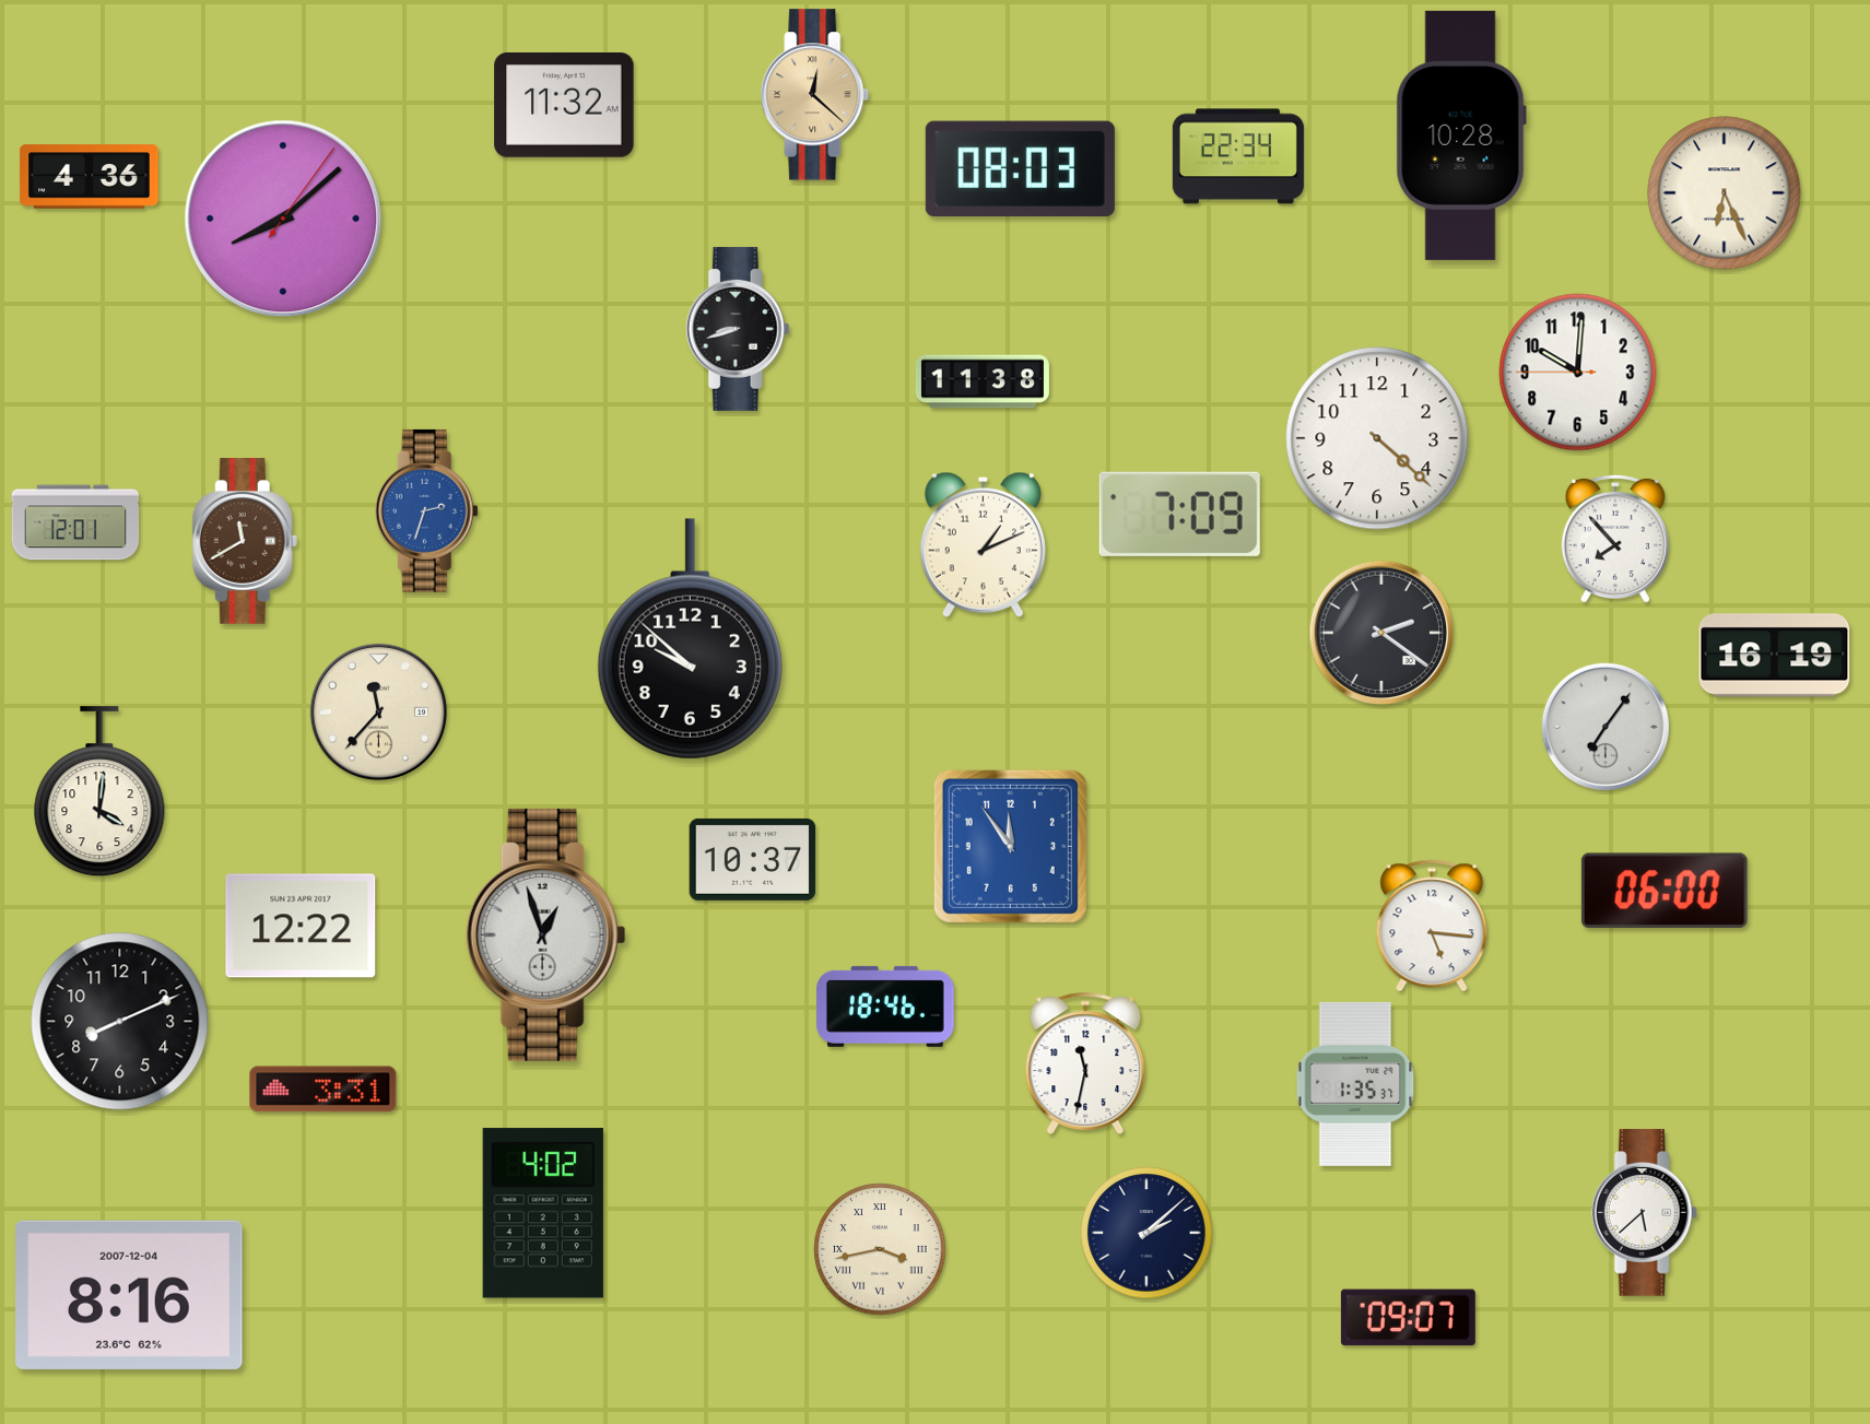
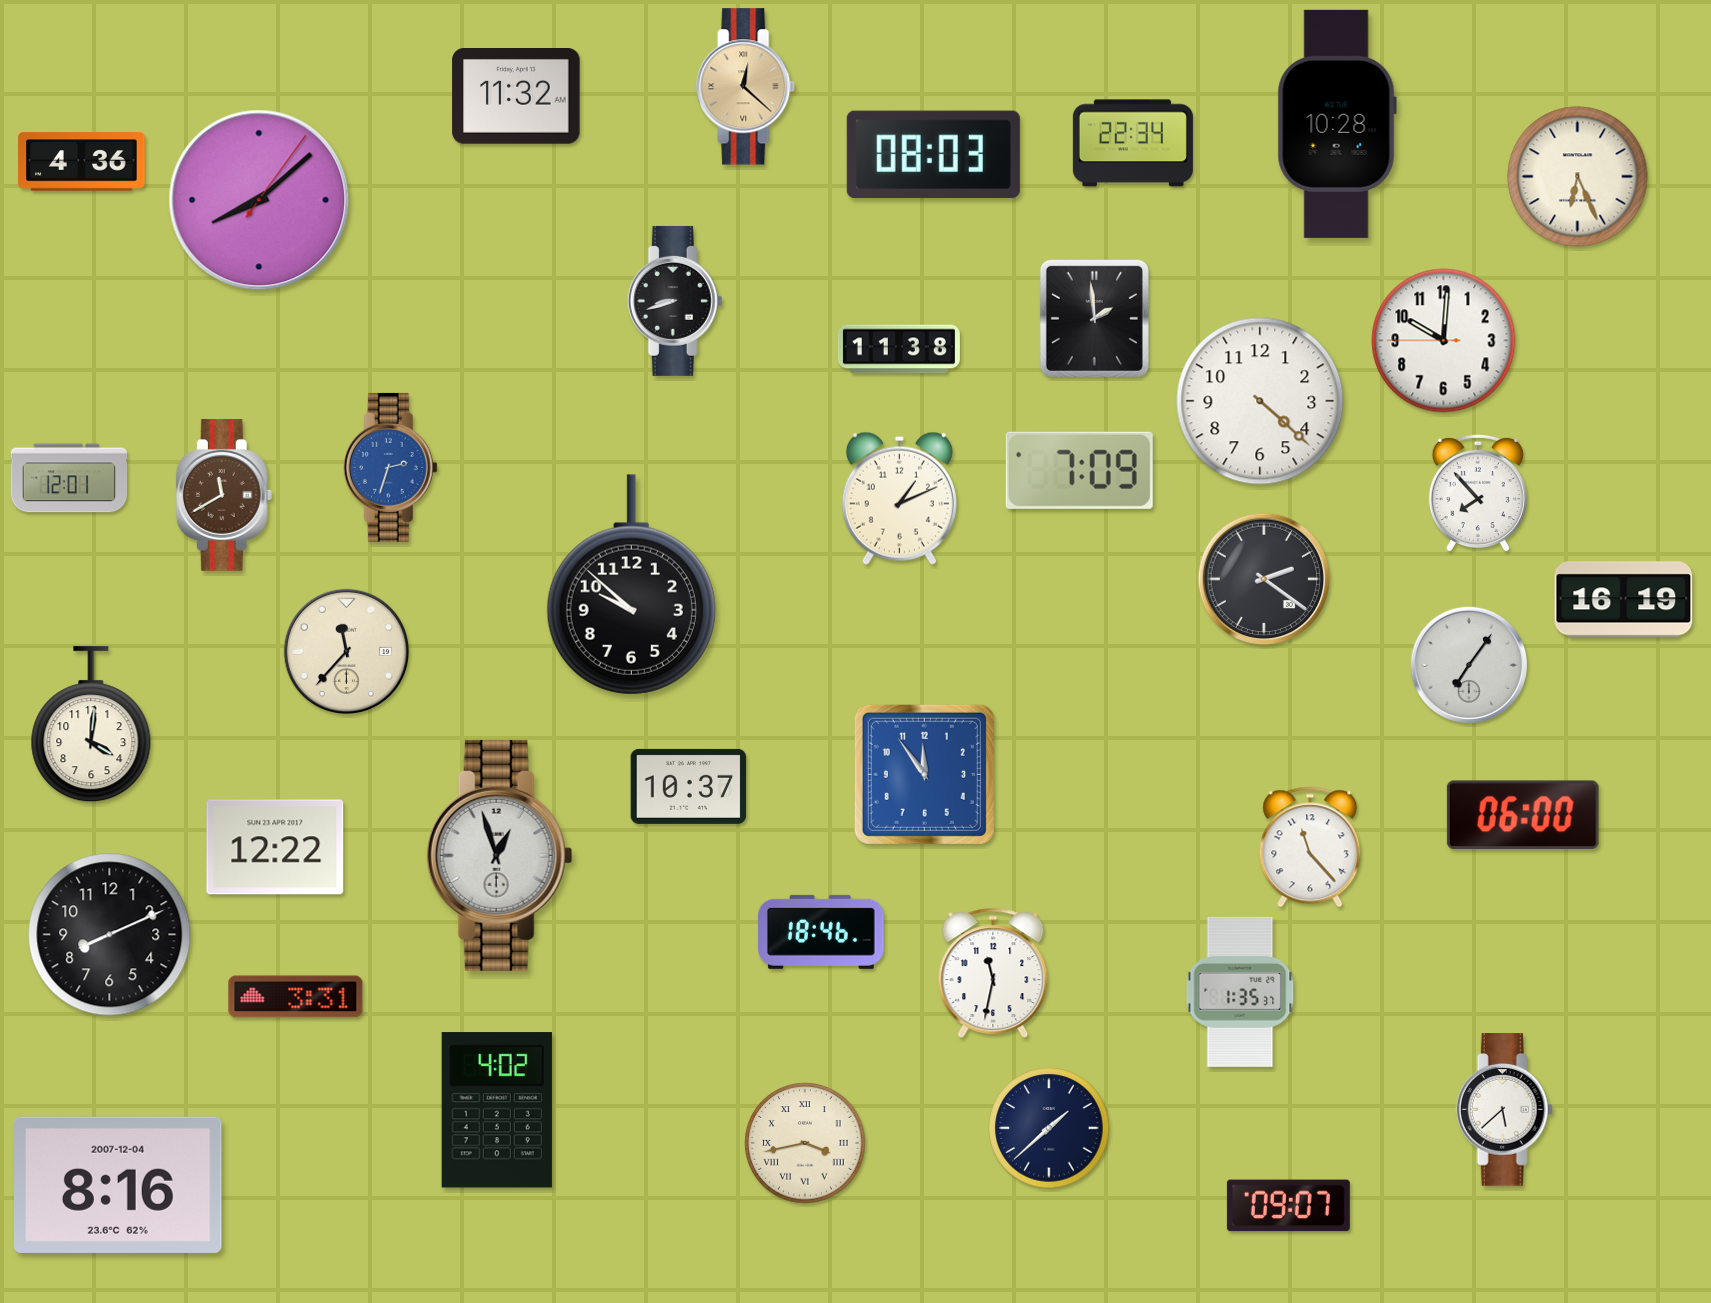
clock at (1094, 318): none -> 1:59
clock at (1432, 926): 5:16 -> 11:23
clock at (885, 1007) position: (885, 1007) -> (821, 932)
clock at (1146, 1233): 2:08 -> 1:38
